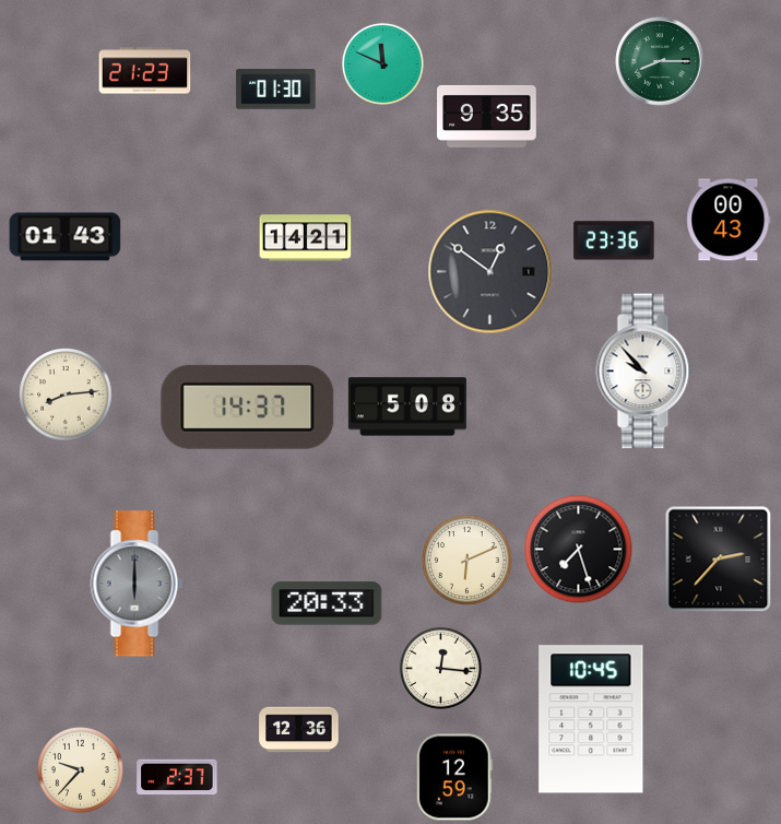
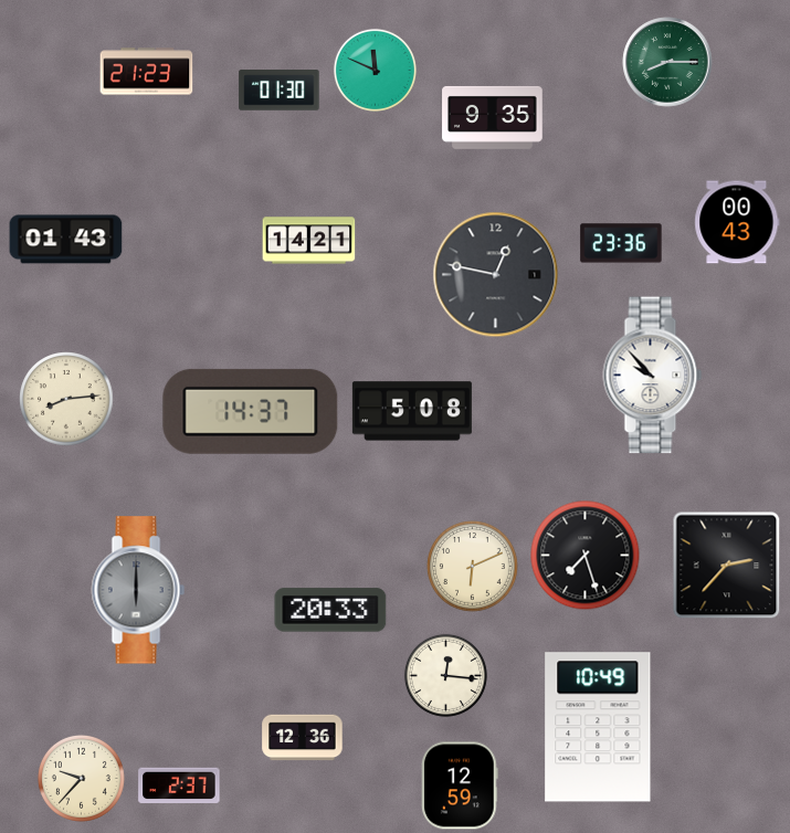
clock at (382, 63) position: (382, 63) -> (375, 70)
clock at (490, 272): 12:51 -> 12:47
clock at (591, 719): 10:45 -> 10:49
